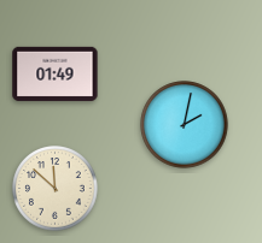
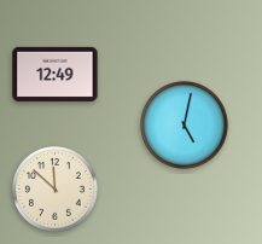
clock at (56, 73): 01:49 -> 12:49
clock at (185, 125): 2:02 -> 5:02
